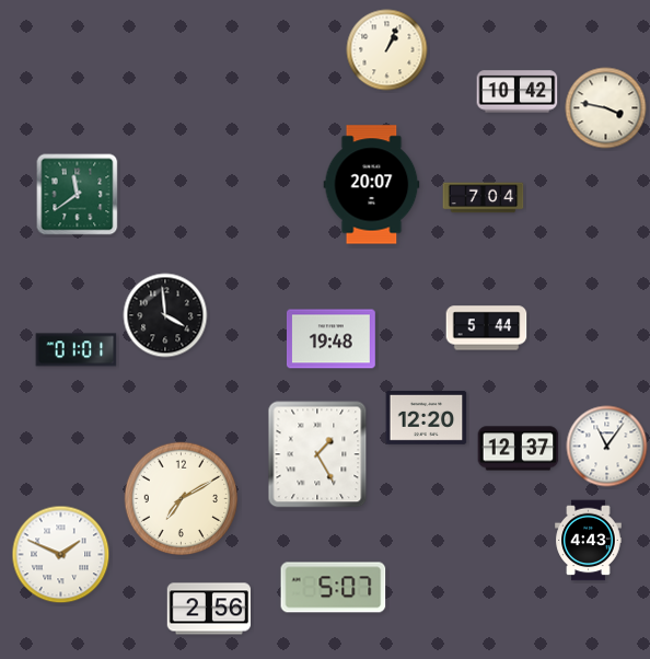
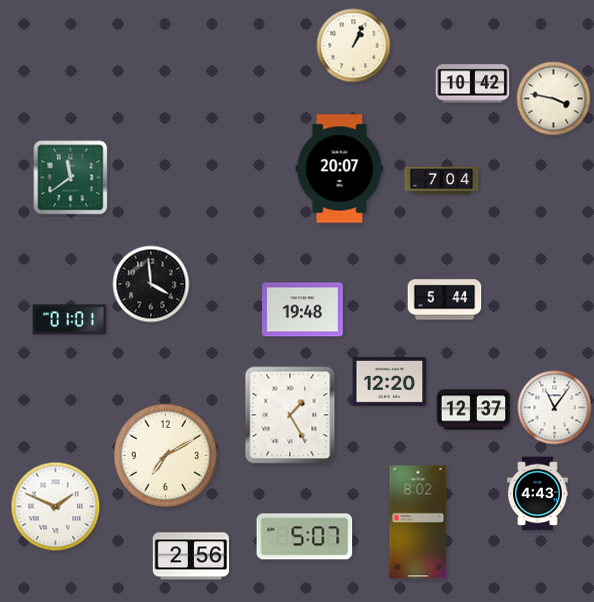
clock at (165, 315) position: (165, 315) -> (151, 284)
clock at (418, 522): none -> 8:02
